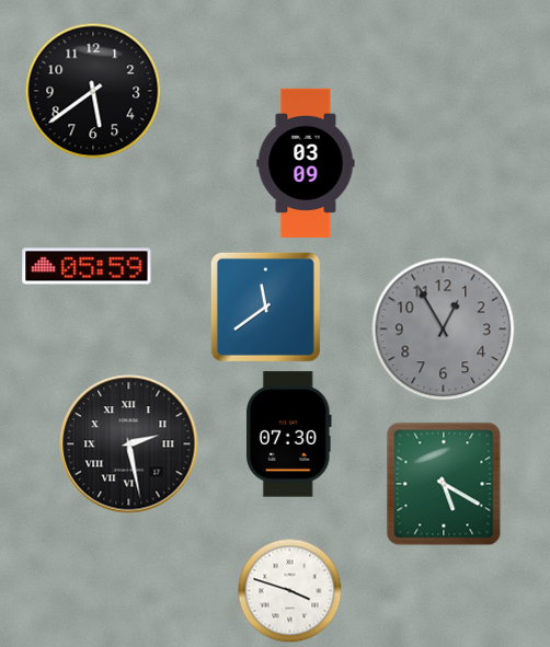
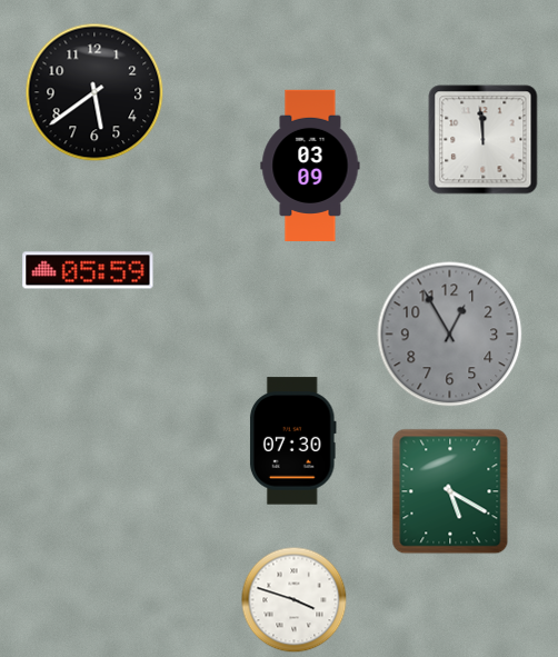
clock at (484, 140): none -> 11:59
clock at (265, 307): 11:39 -> none
clock at (129, 444): 2:28 -> none
